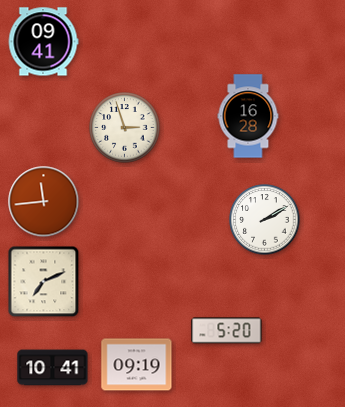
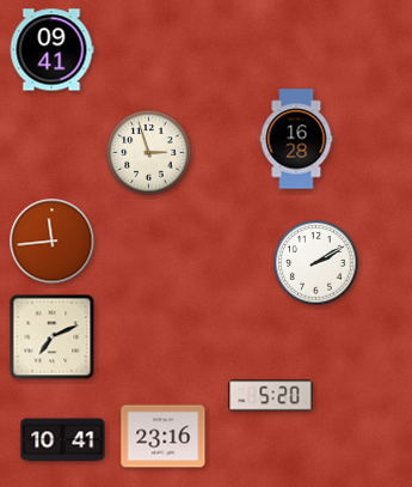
clock at (137, 365): 09:19 -> 23:16
